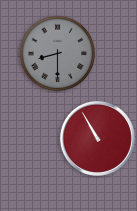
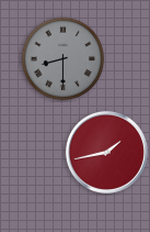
clock at (97, 138): 10:55 -> 1:43
